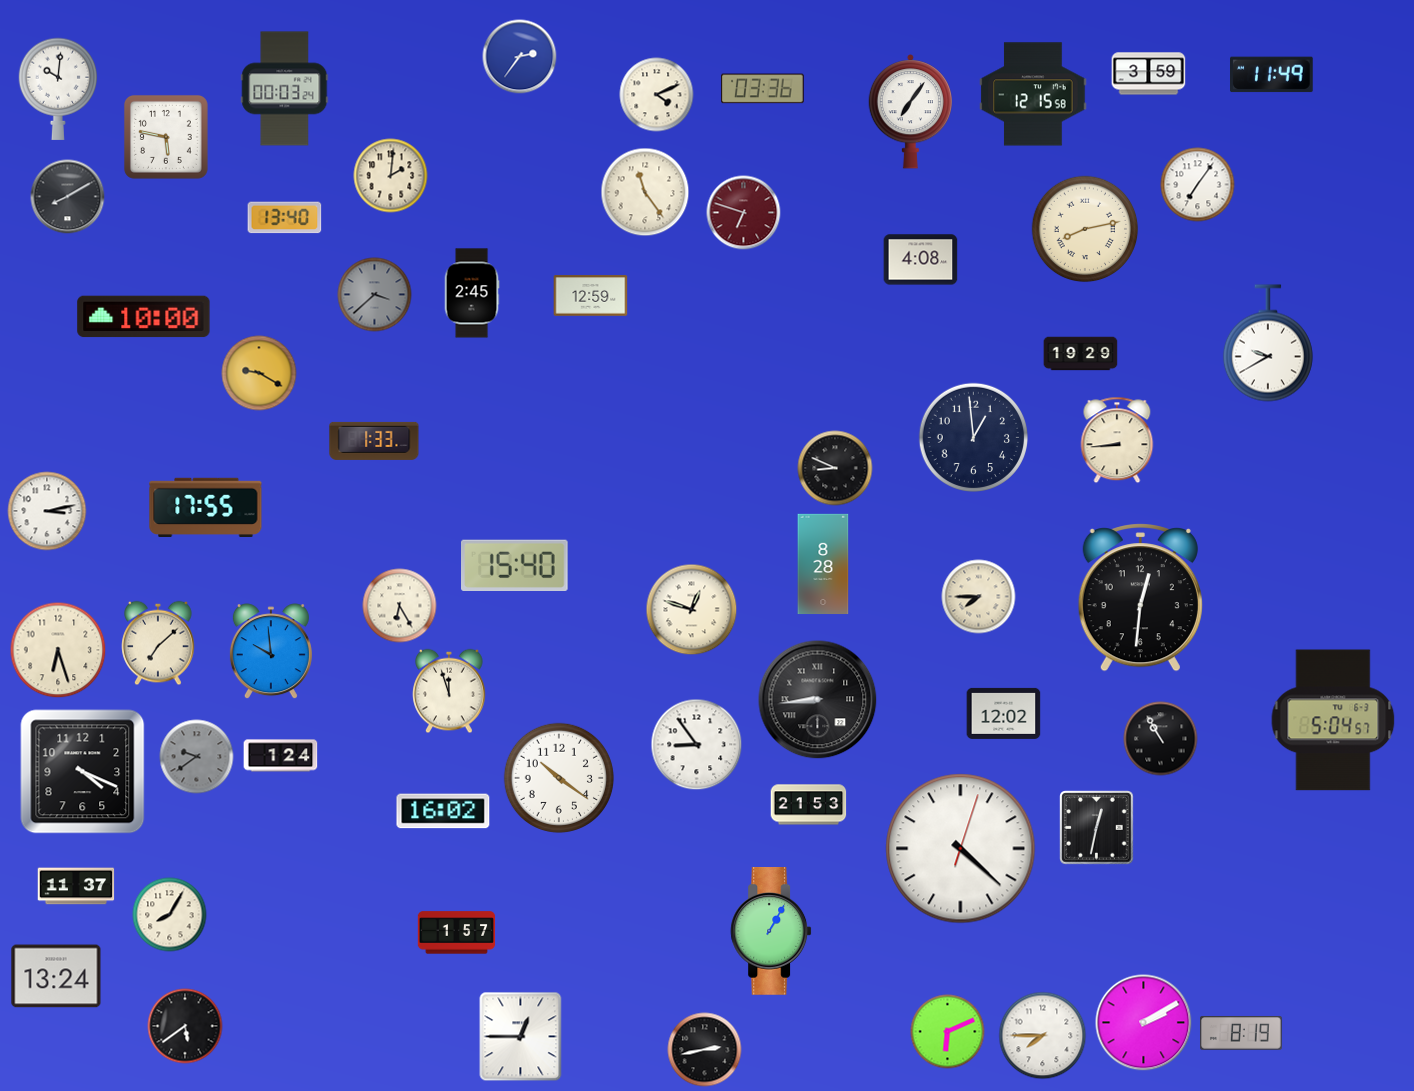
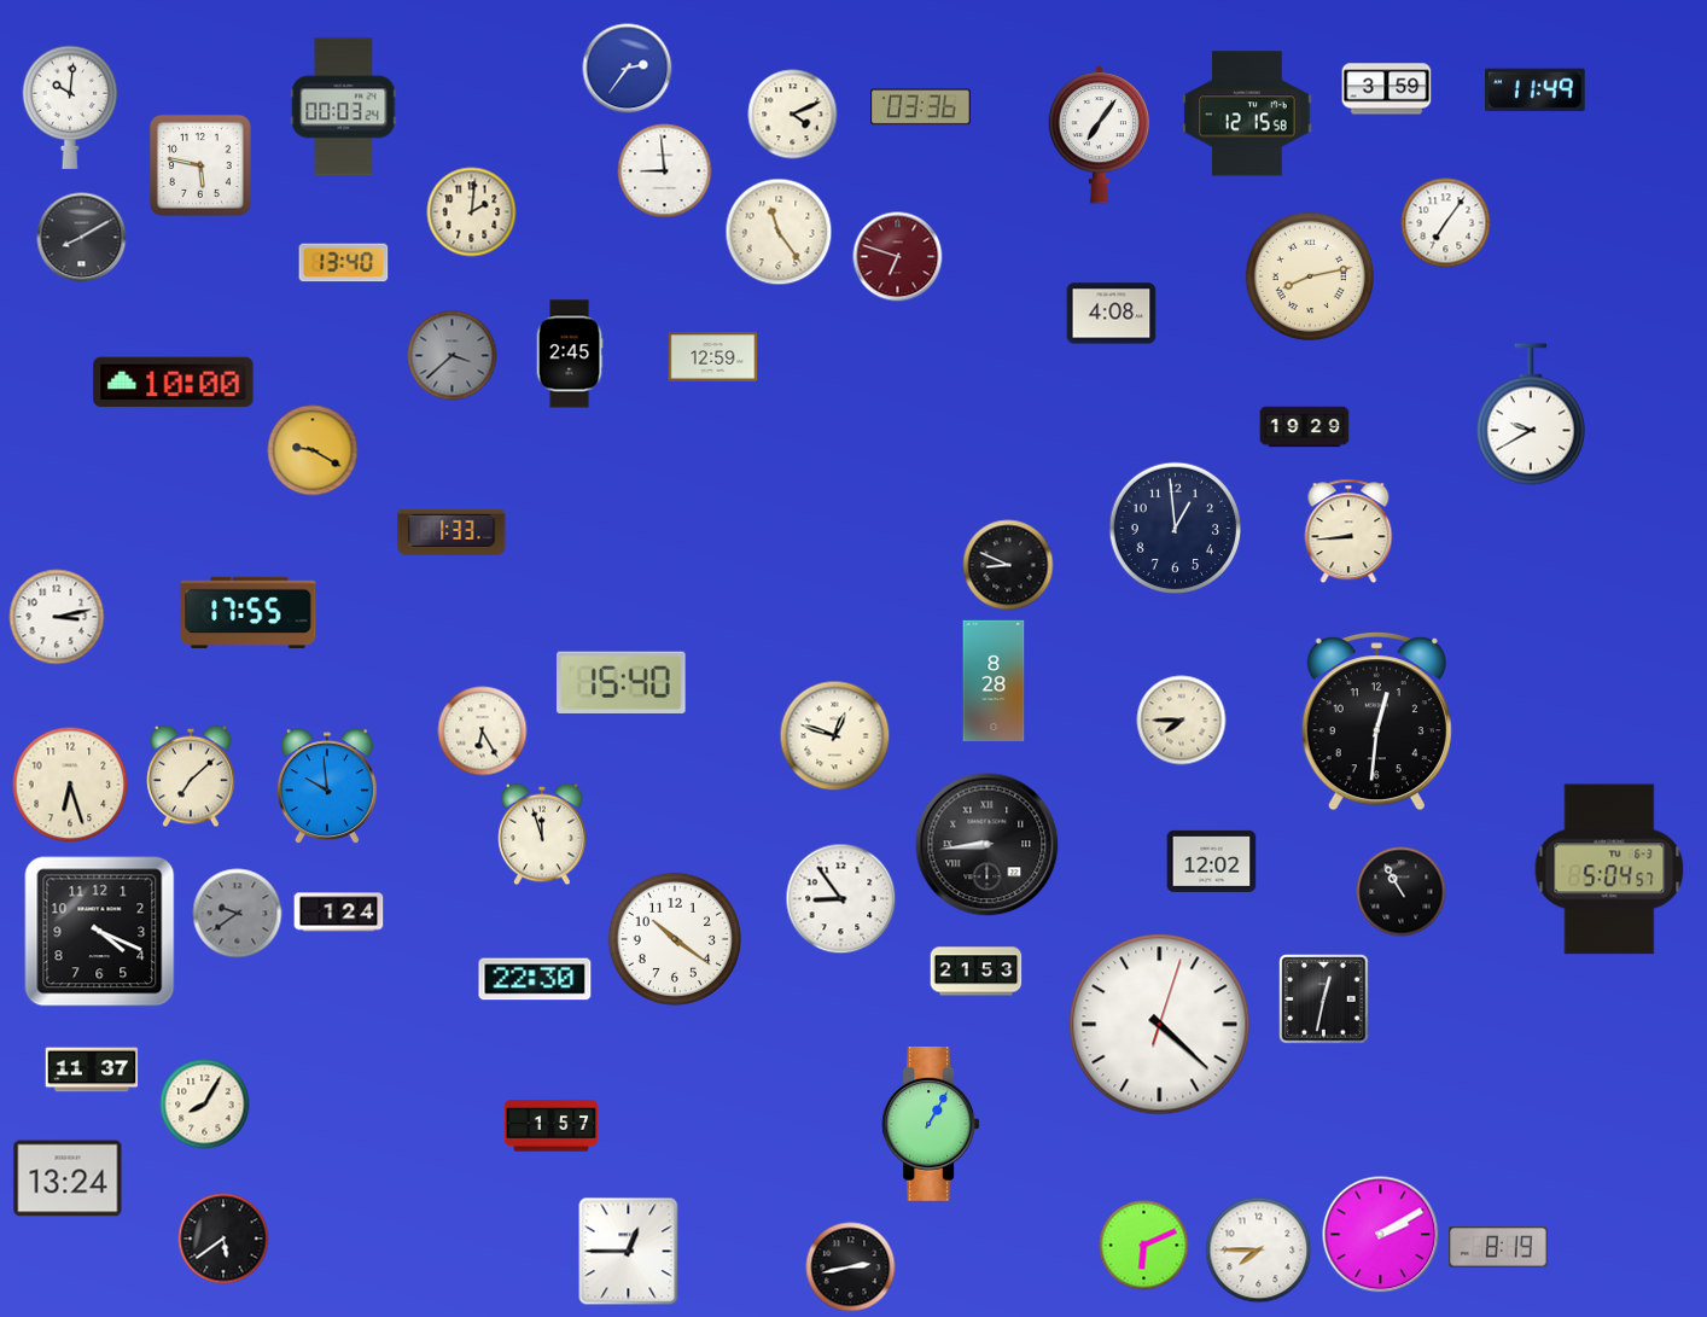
clock at (665, 171): none -> 8:59
clock at (443, 811): 16:02 -> 22:30
